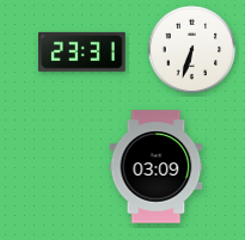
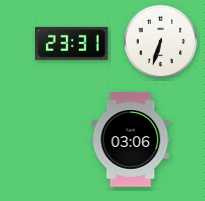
clock at (82, 51) position: (82, 51) -> (72, 43)
clock at (157, 167): 03:09 -> 03:06
